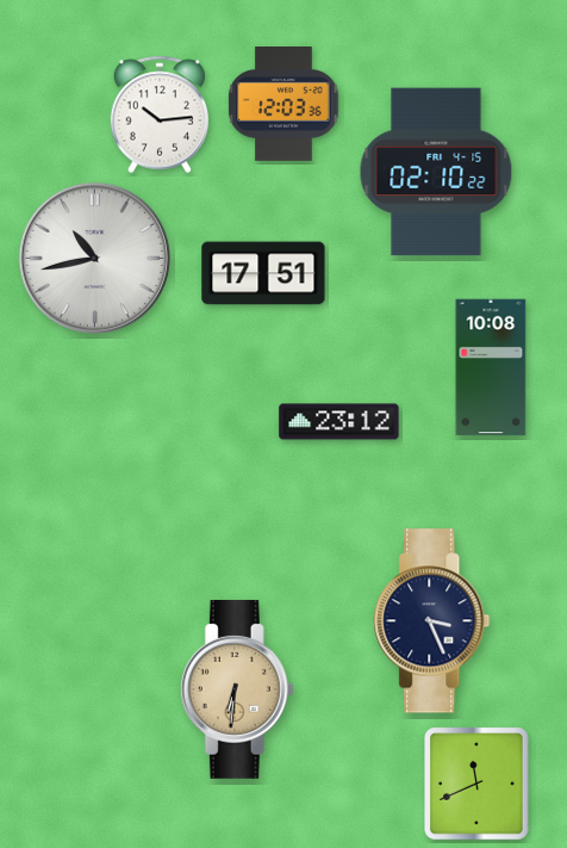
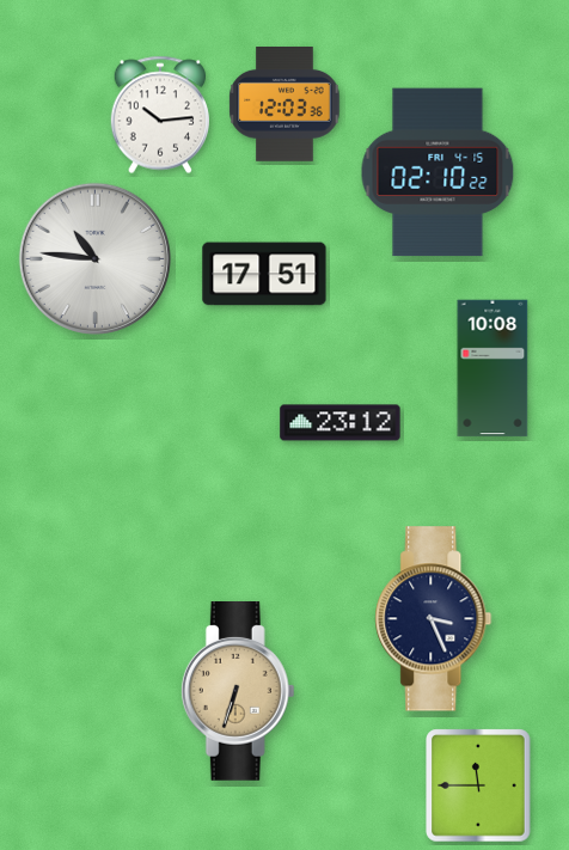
clock at (94, 258): 10:43 -> 10:46
clock at (432, 621) position: (432, 621) -> (434, 619)
clock at (237, 691): 6:31 -> 6:33
clock at (476, 784): 11:41 -> 11:45
